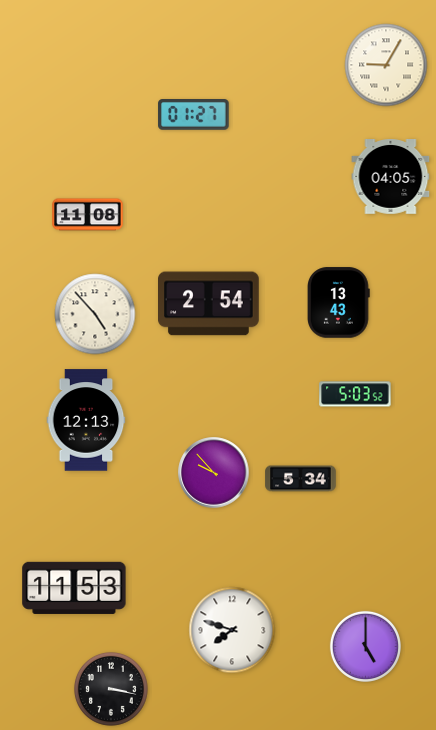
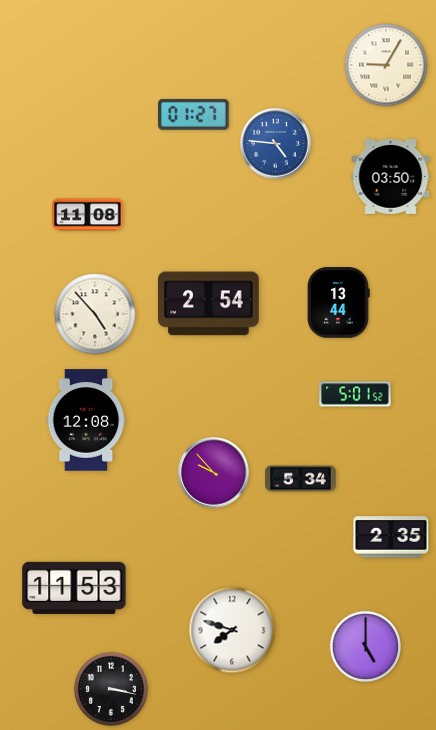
clock at (276, 144): none -> 4:46
clock at (391, 177): 04:05 -> 03:50
clock at (339, 303): 13:43 -> 13:44
clock at (355, 394): 5:03 -> 5:01
clock at (86, 420): 12:13 -> 12:08
clock at (391, 537): none -> 2:35
